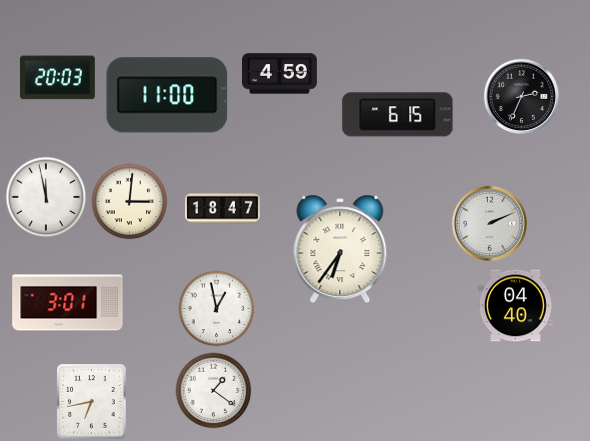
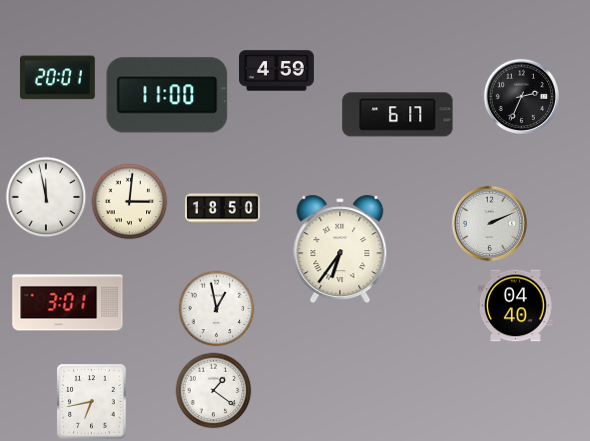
clock at (280, 74) position: (280, 74) -> (277, 71)
clock at (57, 78): 20:03 -> 20:01
clock at (398, 115): 6:15 -> 6:17
clock at (223, 209): 18:47 -> 18:50
